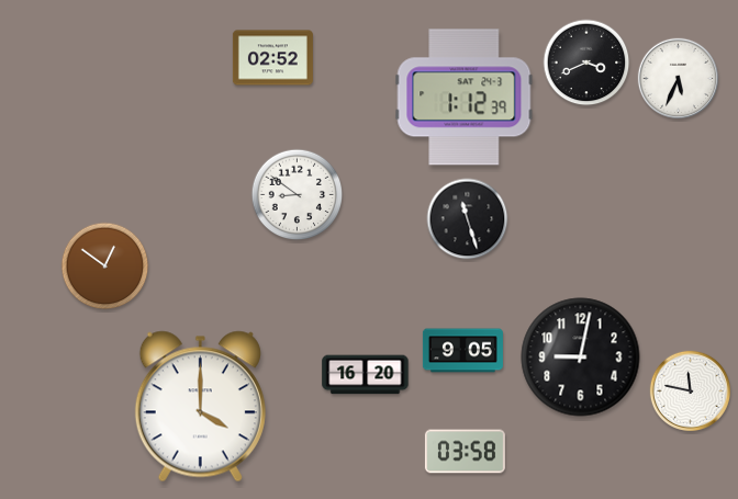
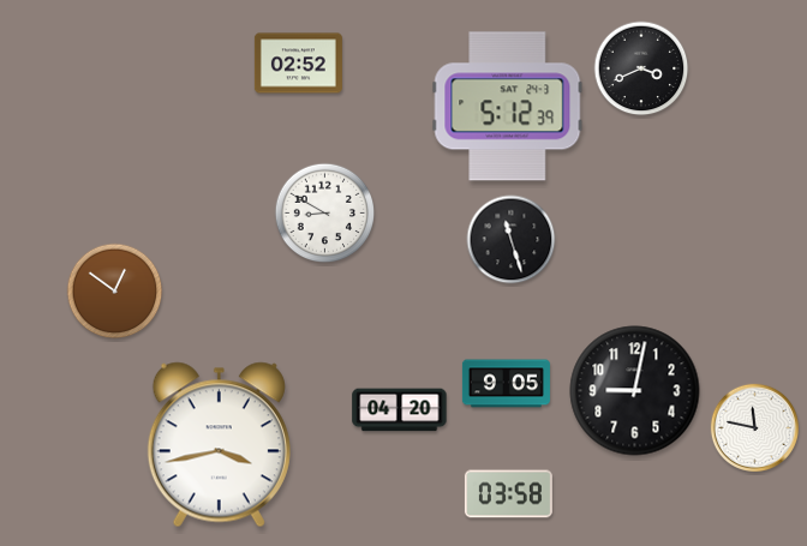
clock at (678, 79): 5:34 -> none
clock at (465, 98): 1:12 -> 5:12
clock at (298, 195): 8:51 -> 8:50
clock at (366, 375): 16:20 -> 04:20
clock at (200, 407): 4:00 -> 3:43
